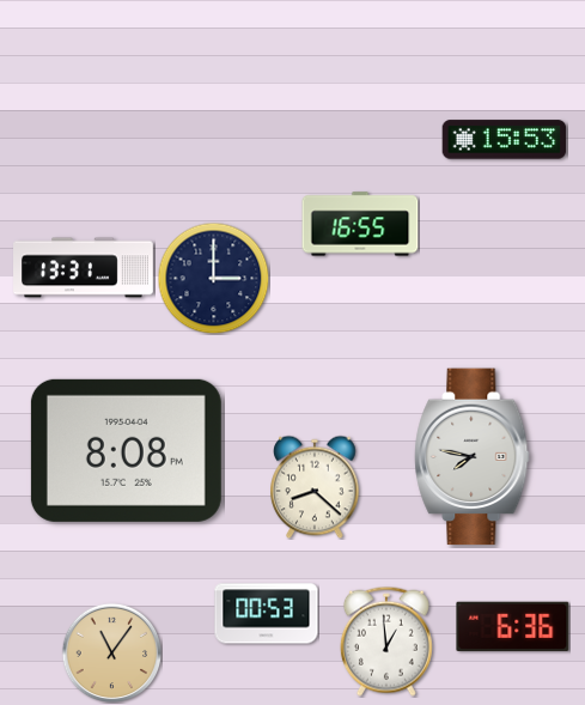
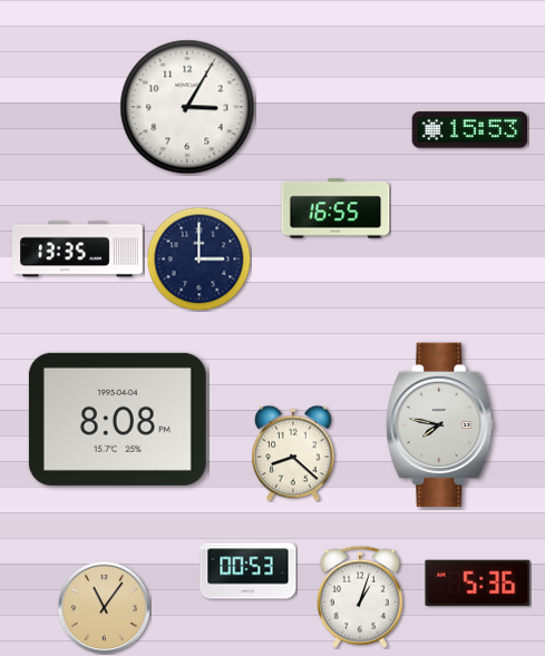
clock at (187, 107): none -> 3:05
clock at (84, 268): 13:31 -> 13:35
clock at (513, 626): 6:36 -> 5:36
clock at (386, 642): 12:59 -> 1:03
